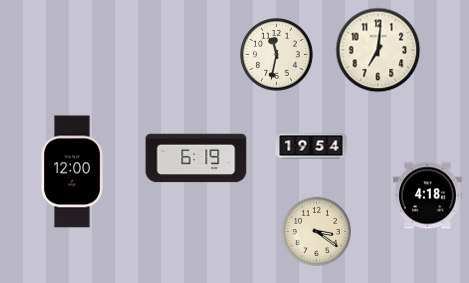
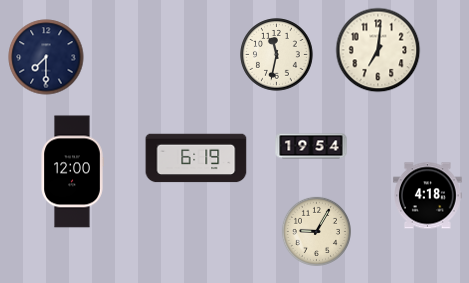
clock at (46, 57): none -> 7:30
clock at (316, 231): 3:21 -> 9:05
